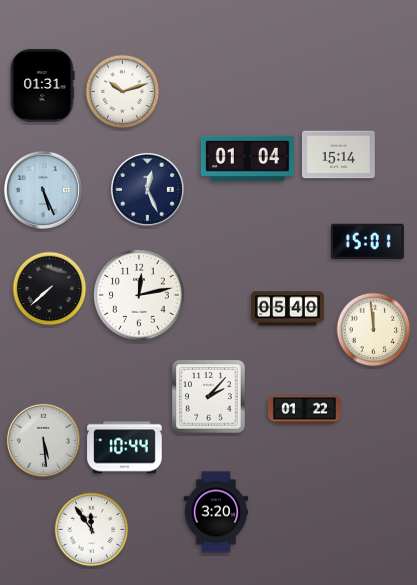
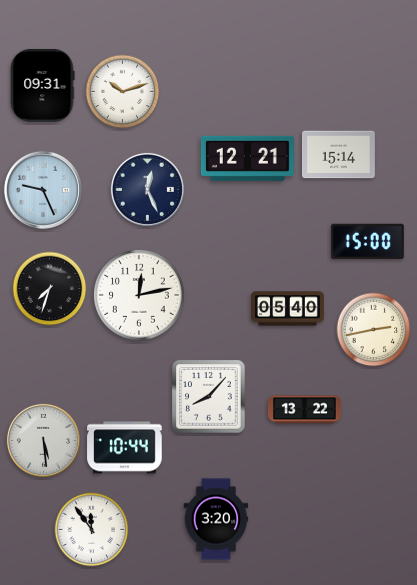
clock at (42, 85): 01:31 -> 09:31
clock at (247, 158): 01:04 -> 12:21
clock at (43, 190): 5:26 -> 9:26
clock at (367, 242): 15:01 -> 15:00
clock at (50, 289): 7:38 -> 7:33
clock at (374, 330): 11:59 -> 2:43
clock at (209, 397): 2:07 -> 8:07
clock at (305, 410): 01:22 -> 13:22
clock at (216, 512) position: (216, 512) -> (216, 519)
